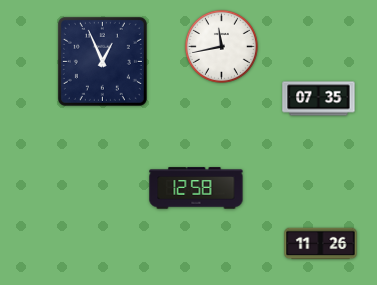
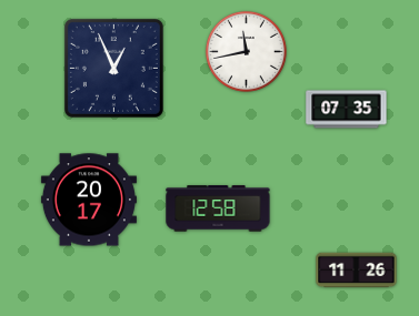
clock at (319, 99) position: (319, 99) -> (347, 110)
clock at (89, 200): none -> 20:17
